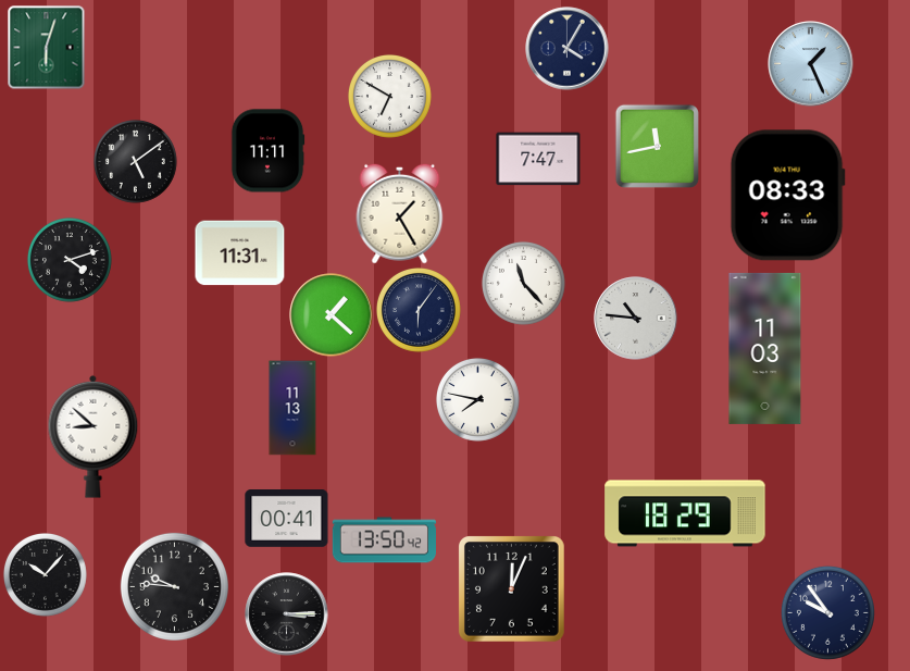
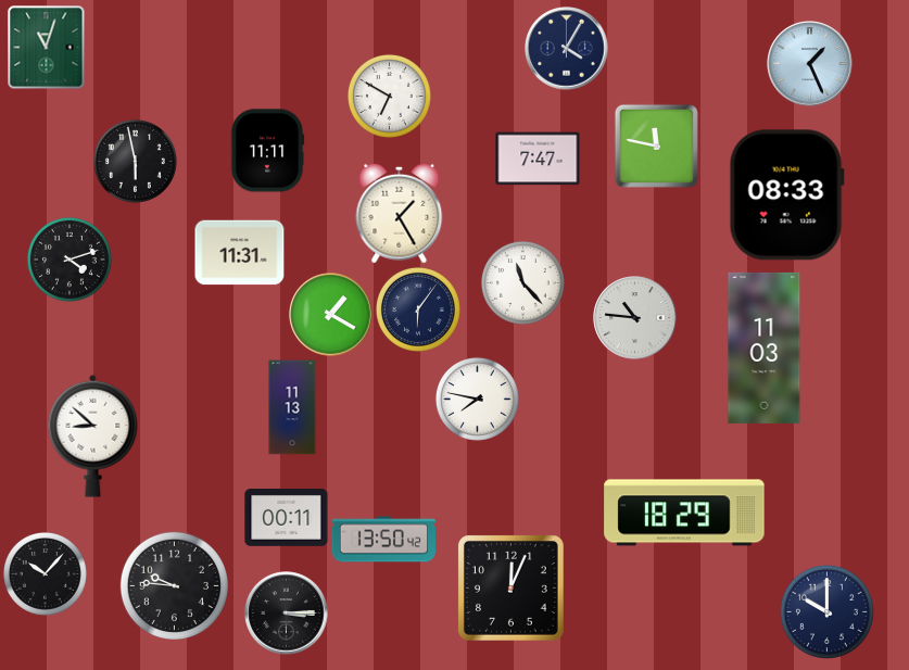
clock at (47, 48): 6:03 -> 11:03
clock at (657, 146): 11:43 -> 11:47
clock at (135, 161): 5:09 -> 5:58
clock at (332, 315): 1:22 -> 1:20
clock at (287, 519): 00:41 -> 00:11
clock at (827, 612): 9:54 -> 10:00
